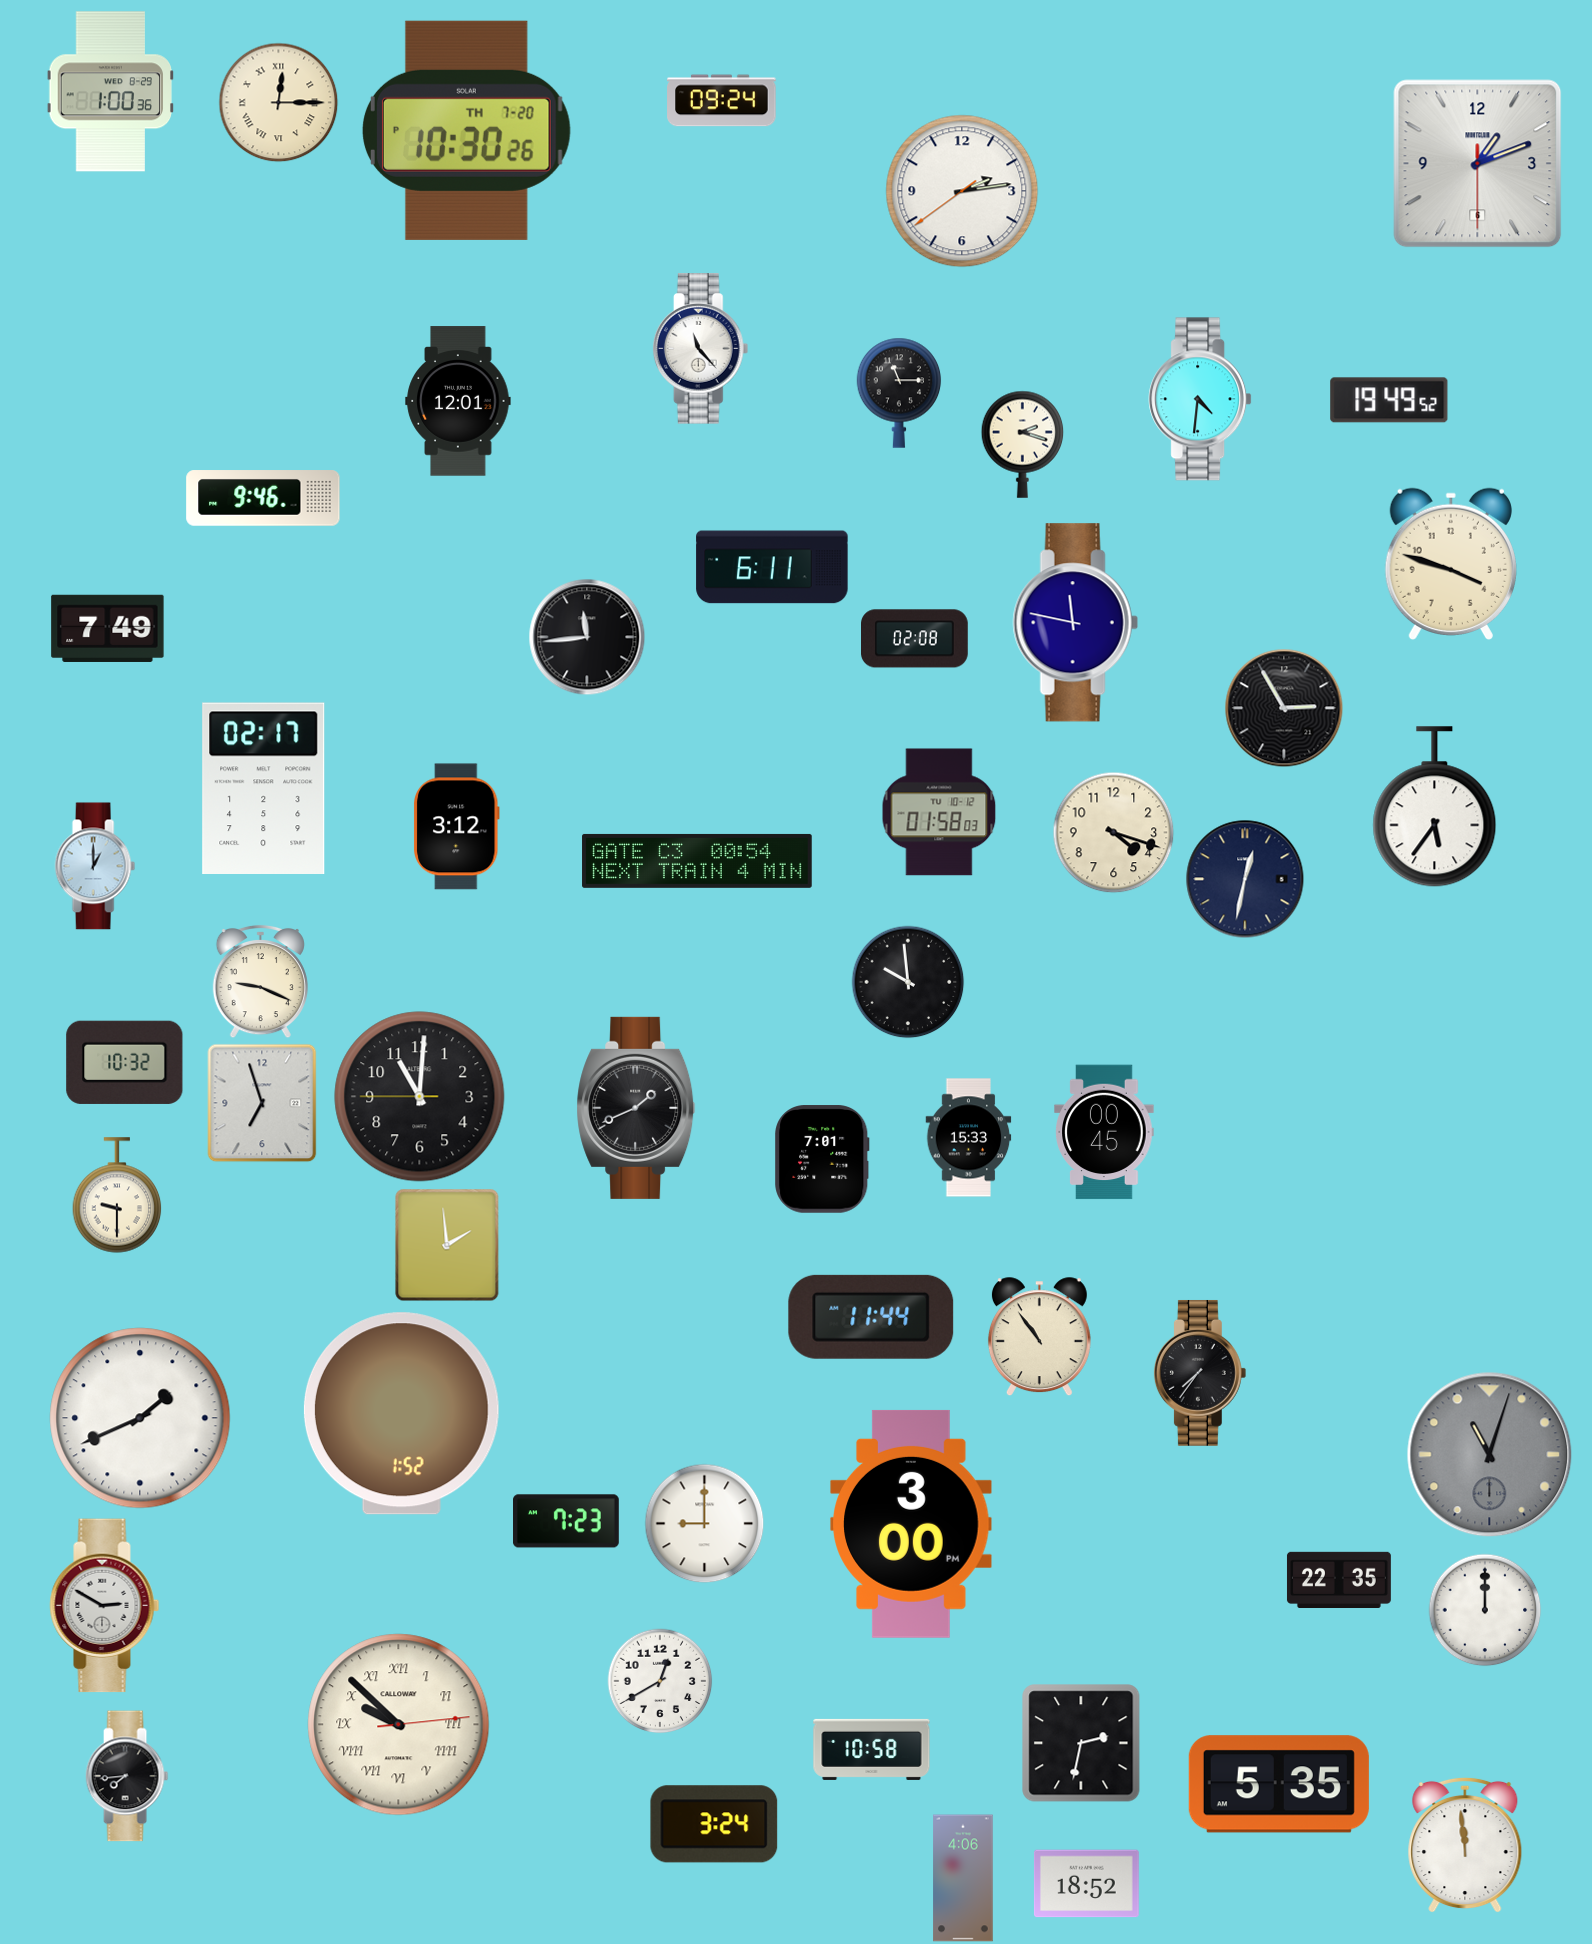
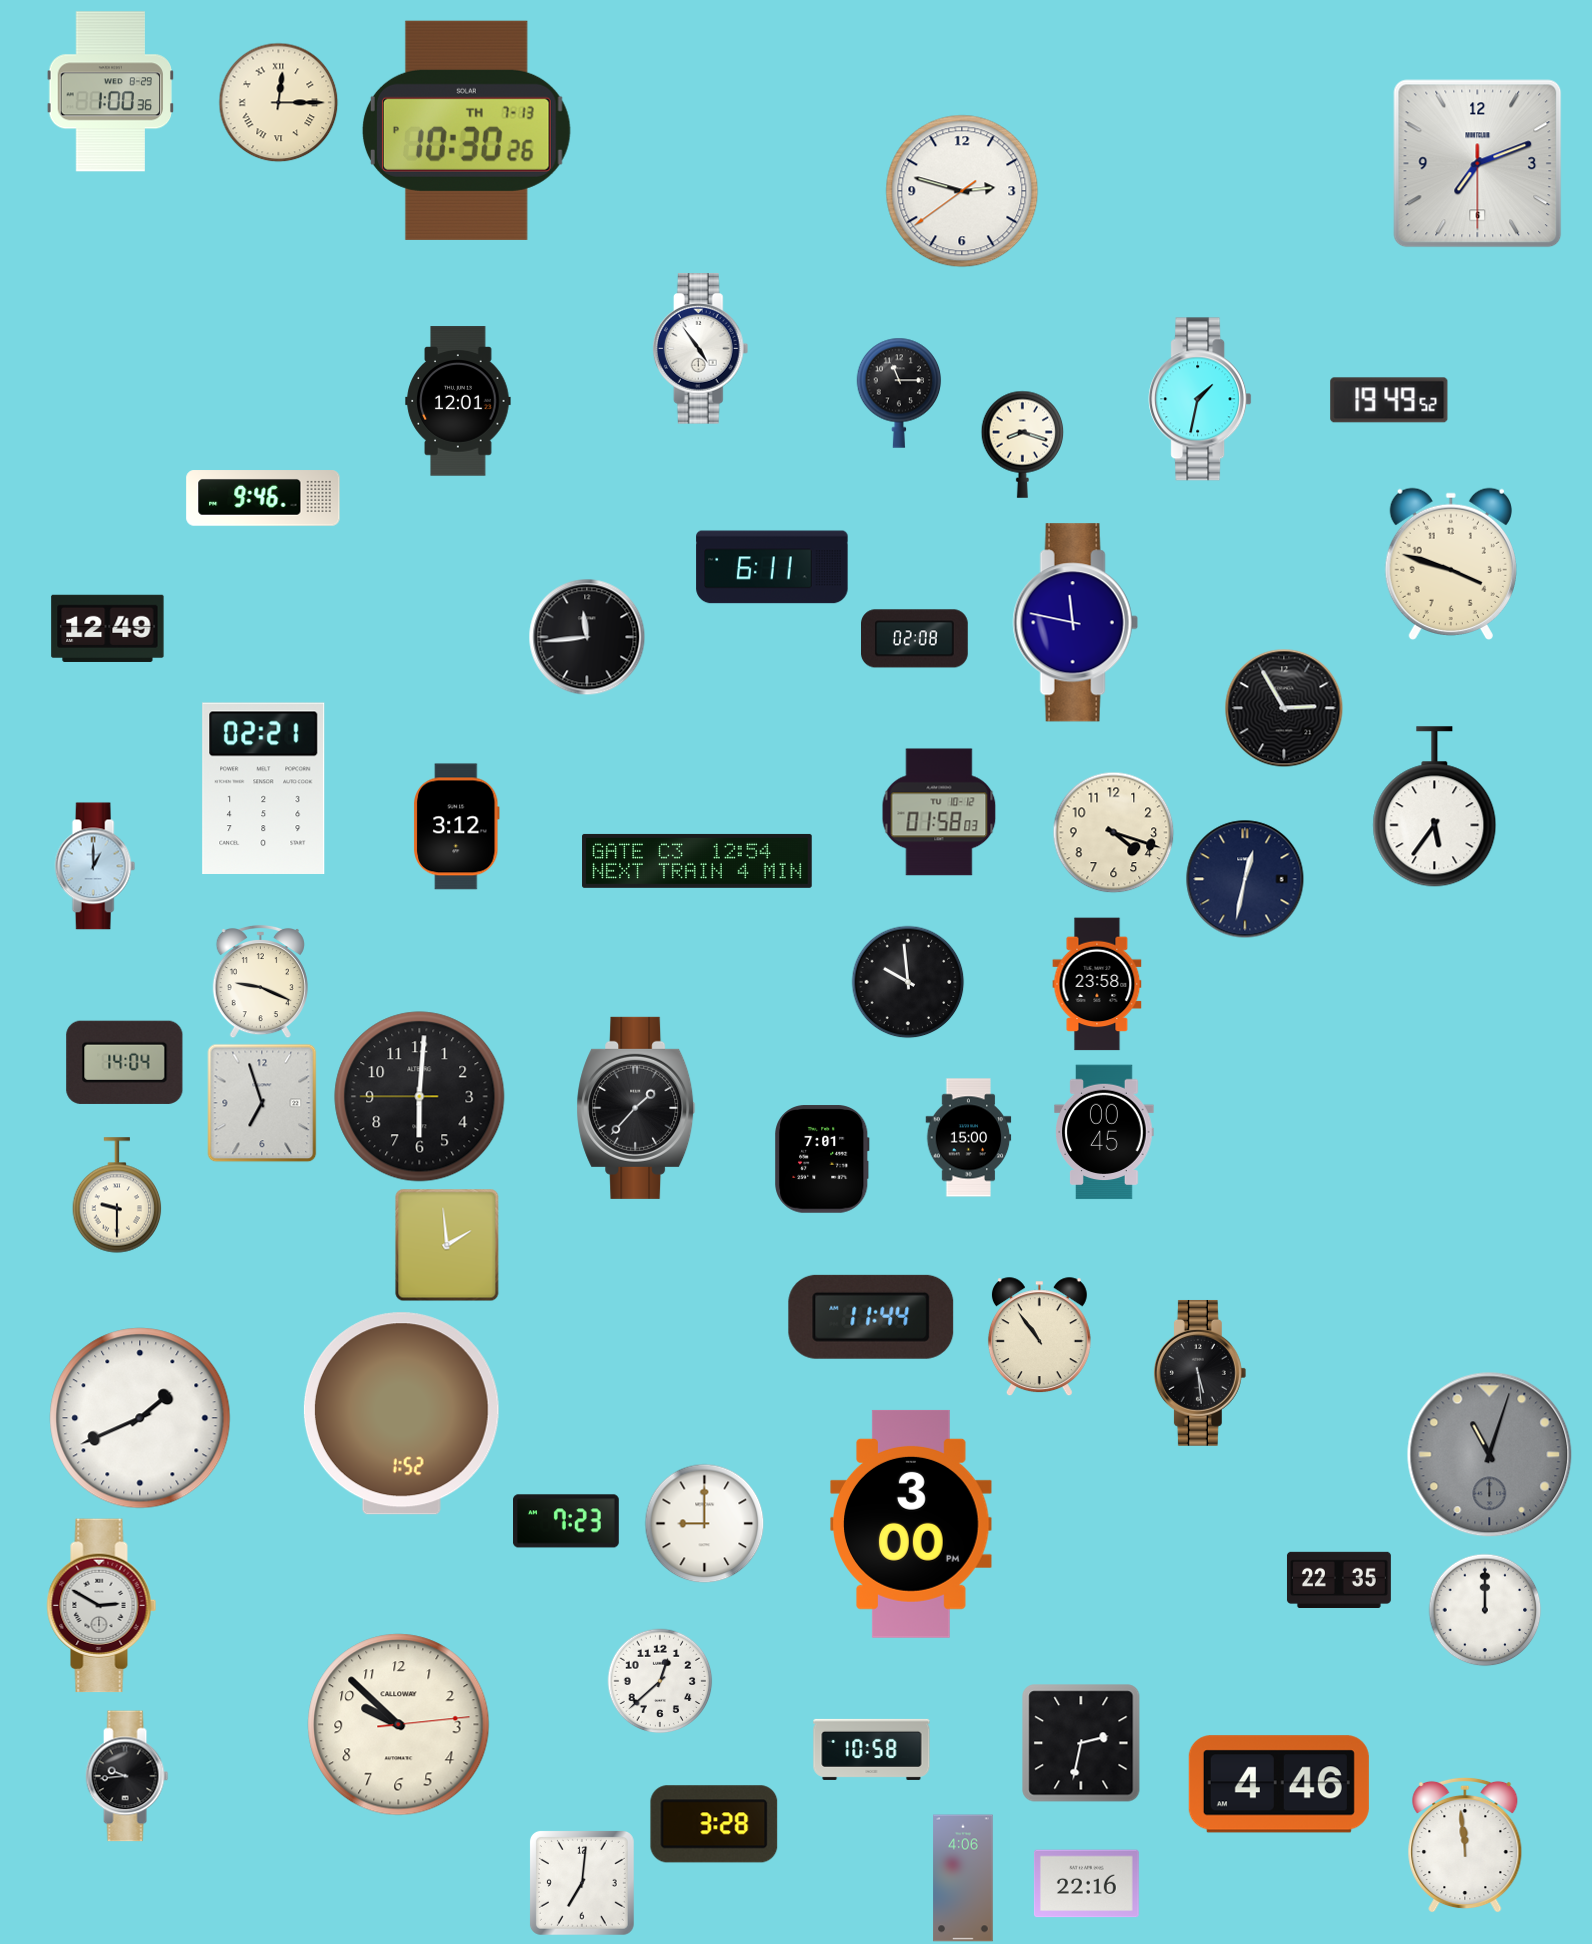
clock at (722, 101): 09:24 -> none
clock at (466, 130) date: TH 7-20 -> TH 7-13
clock at (1478, 164): 1:11 -> 7:11
clock at (962, 191): 2:13 -> 2:47
clock at (701, 349): 11:23 -> 4:54
clock at (1200, 399): 4:31 -> 1:32
clock at (1023, 444): 2:18 -> 8:18
clock at (108, 628): 7:49 -> 12:49
clock at (264, 788): 02:17 -> 02:21
clock at (697, 861): 00:54 -> 12:54
clock at (1097, 984): none -> 23:58
clock at (125, 1062): 10:32 -> 14:04
clock at (420, 1097): 11:00 -> 6:00
clock at (636, 1108): 1:41 -> 1:37
clock at (969, 1138): 15:33 -> 15:00
clock at (1200, 1373): 7:36 -> 5:29
clock at (105, 1606) position: (105, 1606) -> (102, 1606)
clock at (660, 1681): 12:40 -> 12:38
clock at (399, 1725) numerals: Roman -> Arabic
clock at (127, 1776): 7:44 -> 9:44
clock at (1279, 1784): 5:35 -> 4:46
clock at (714, 1824): 3:24 -> 3:28
clock at (582, 1883): none -> 7:01
clock at (1086, 1884): 18:52 -> 22:16
